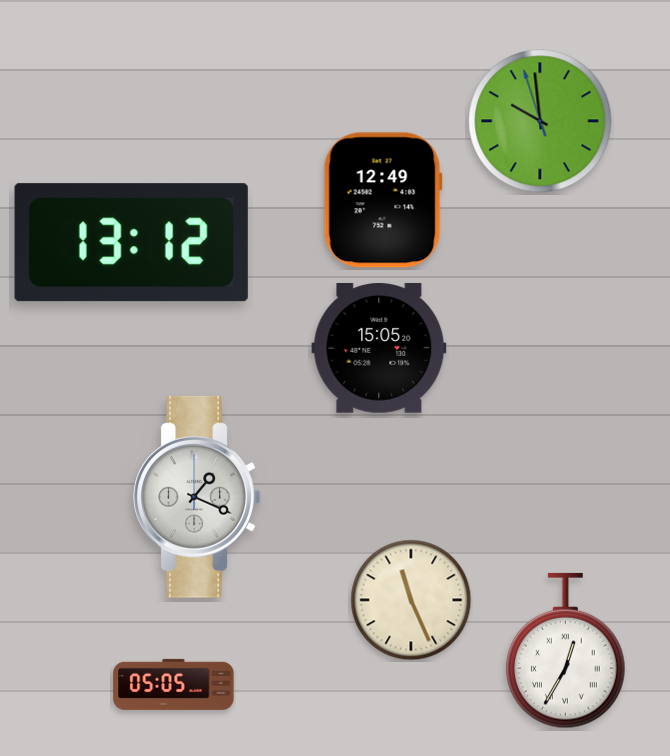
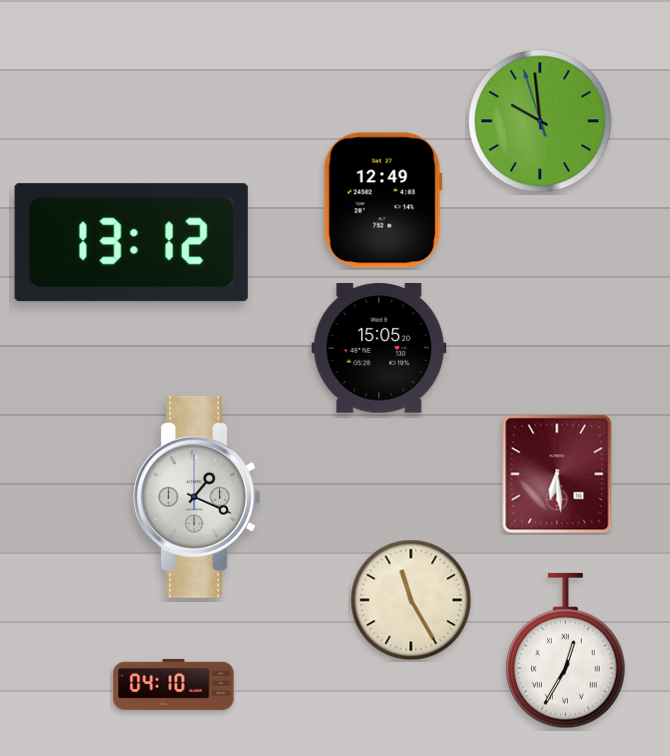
clock at (557, 474): none -> 6:29
clock at (411, 600): 11:26 -> 11:25
clock at (174, 684): 05:05 -> 04:10
